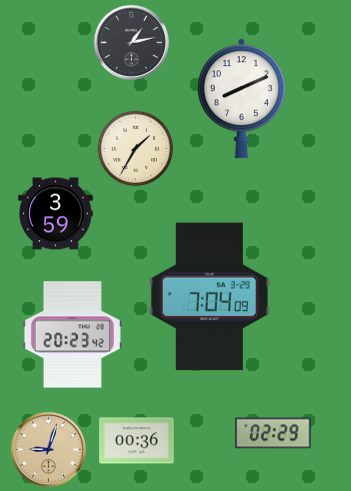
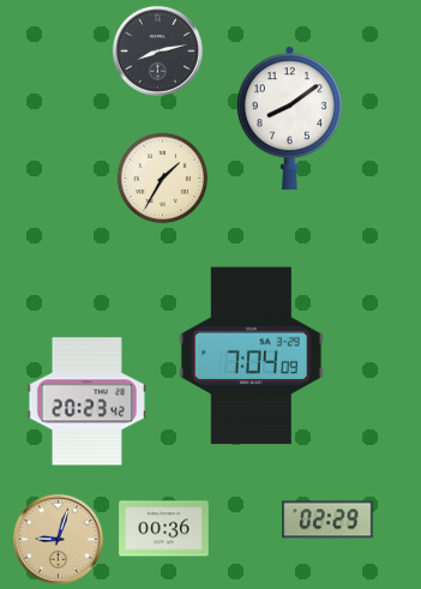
clock at (131, 42): 1:13 -> 8:13
clock at (241, 99): 8:11 -> 8:09
clock at (56, 214): 3:59 -> none
